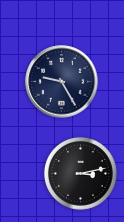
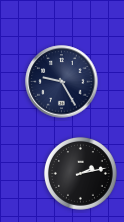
clock at (80, 173): 3:13 -> 2:13
